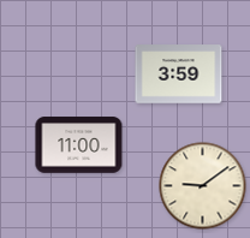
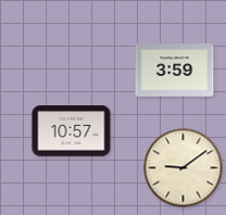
clock at (179, 75) position: (179, 75) -> (175, 71)
clock at (79, 145): 11:00 -> 10:57
